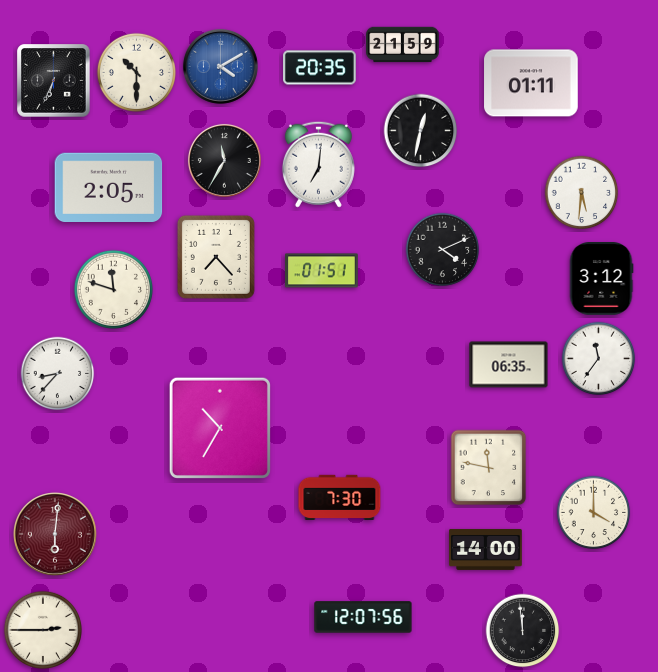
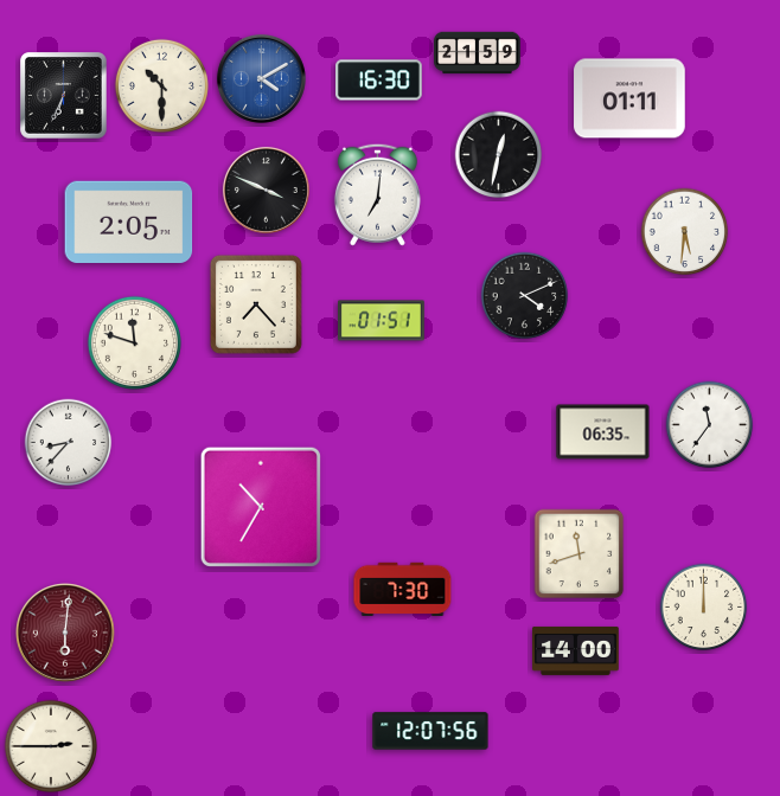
clock at (320, 68): 20:35 -> 16:30
clock at (224, 160): 11:35 -> 3:49
clock at (582, 193) position: (582, 193) -> (685, 232)
clock at (601, 279): 3:12 -> none
clock at (489, 468): 11:47 -> 11:42
clock at (594, 513): 4:00 -> 12:00
clock at (523, 631): 11:59 -> none
